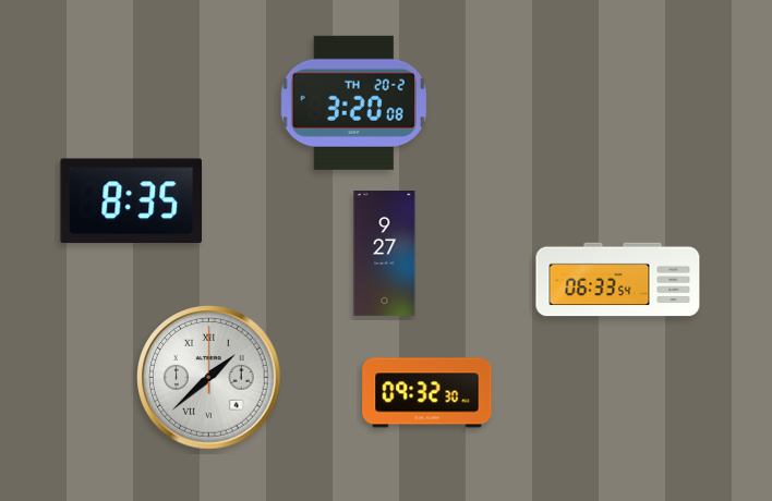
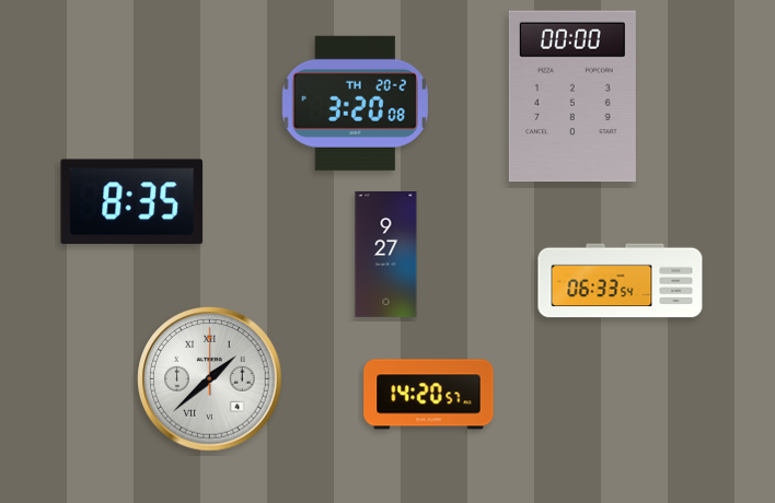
clock at (572, 96): none -> 00:00
clock at (427, 393): 09:32 -> 14:20
